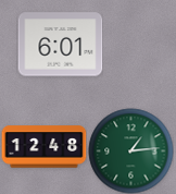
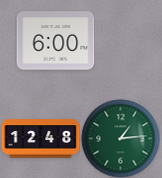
clock at (60, 45): 6:01 -> 6:00
clock at (43, 147) position: (43, 147) -> (40, 139)
